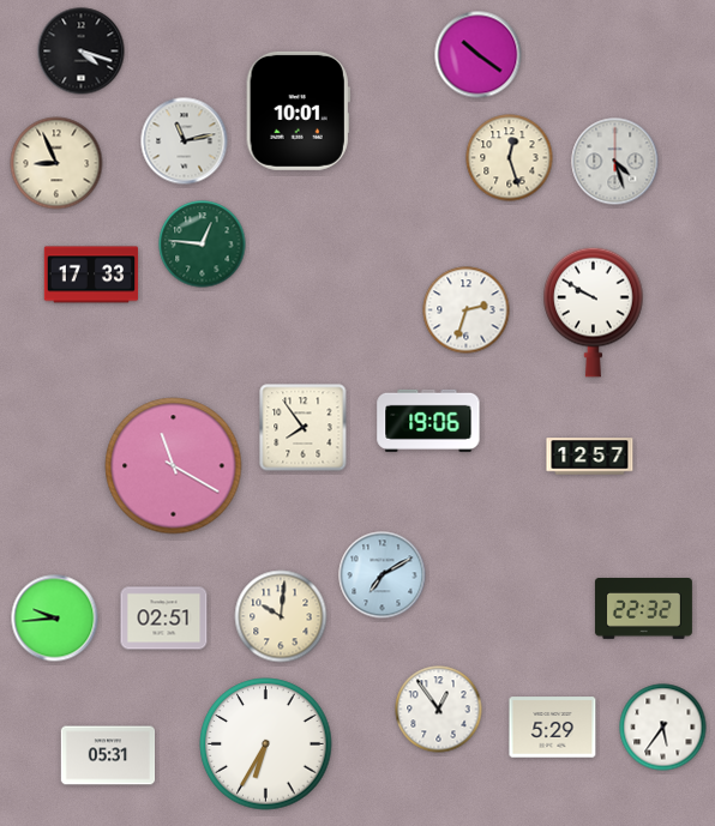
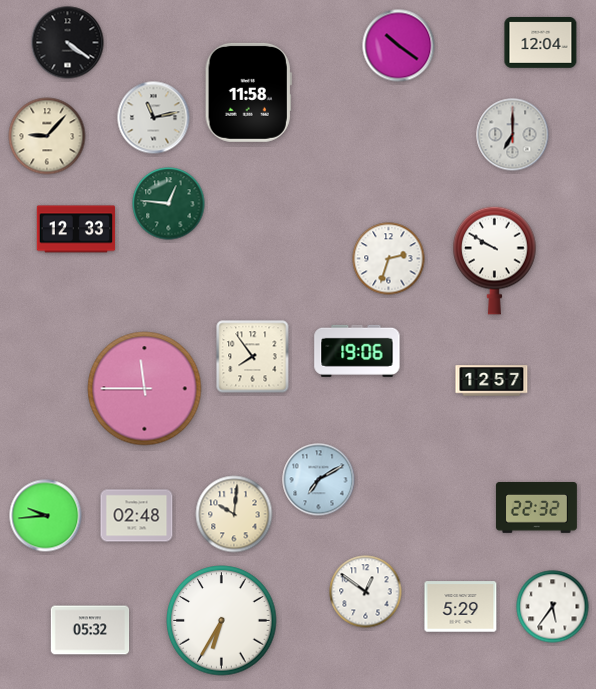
clock at (82, 52): 4:18 -> 4:21
clock at (541, 43): none -> 12:04
clock at (298, 110): 10:01 -> 11:58
clock at (510, 158): 12:27 -> none
clock at (615, 162): 4:27 -> 7:00
clock at (56, 163): 8:56 -> 9:07
clock at (91, 275): 17:33 -> 12:33
clock at (174, 466): 11:20 -> 11:45
clock at (164, 619): 02:51 -> 02:48
clock at (439, 710): 12:54 -> 12:51
clock at (108, 755): 05:31 -> 05:32
